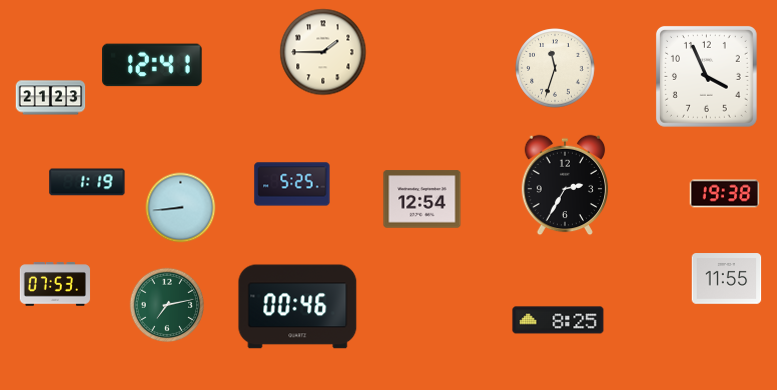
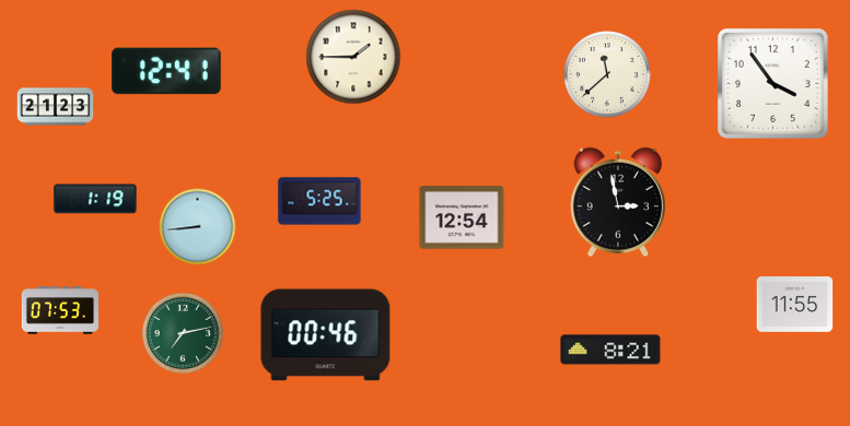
clock at (555, 68): 11:33 -> 11:38
clock at (706, 76): 3:56 -> 3:54
clock at (565, 185): 2:35 -> 2:58
clock at (725, 194): 19:38 -> none
clock at (558, 320): 8:25 -> 8:21
